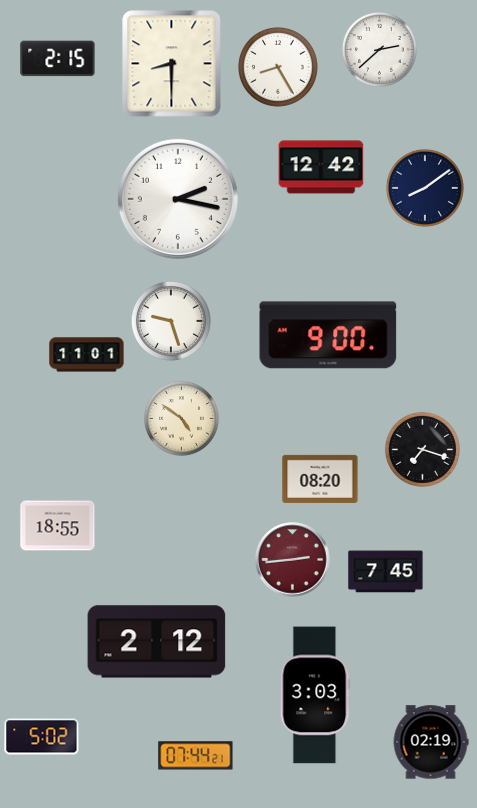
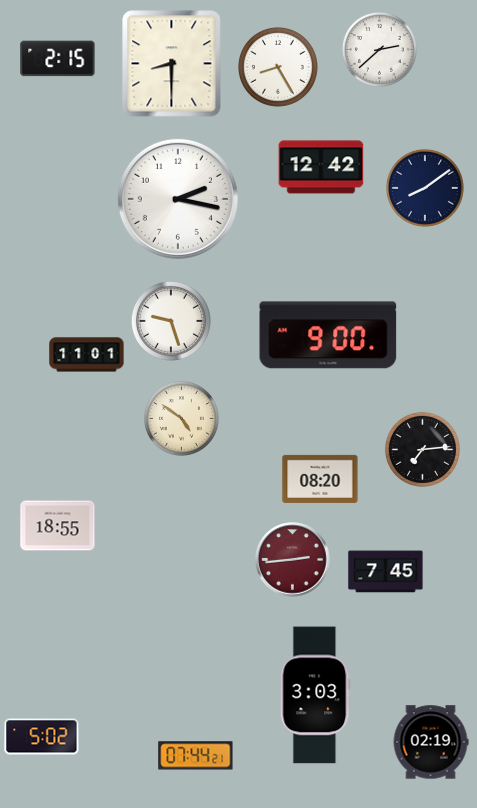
clock at (422, 449): 7:18 -> 7:14
clock at (157, 642): 2:12 -> none
